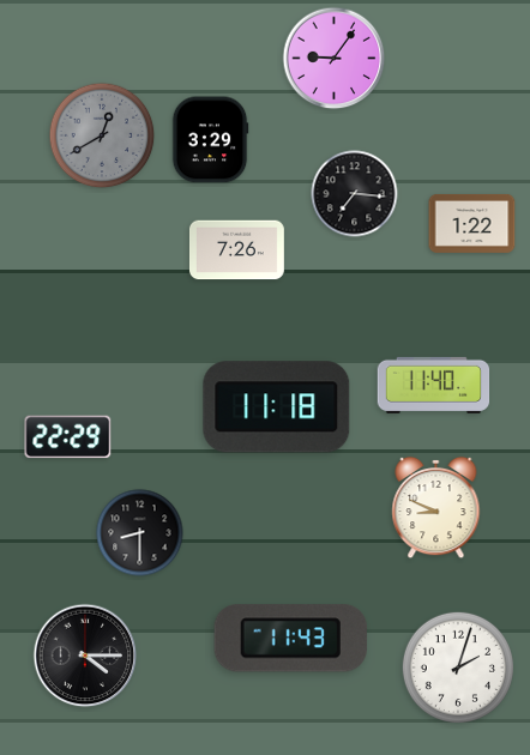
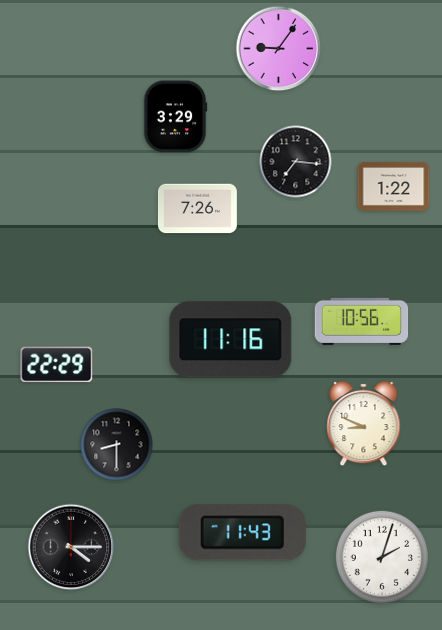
clock at (102, 135): 12:40 -> none
clock at (434, 385): 11:40 -> 10:56
clock at (277, 407): 11:18 -> 11:16
